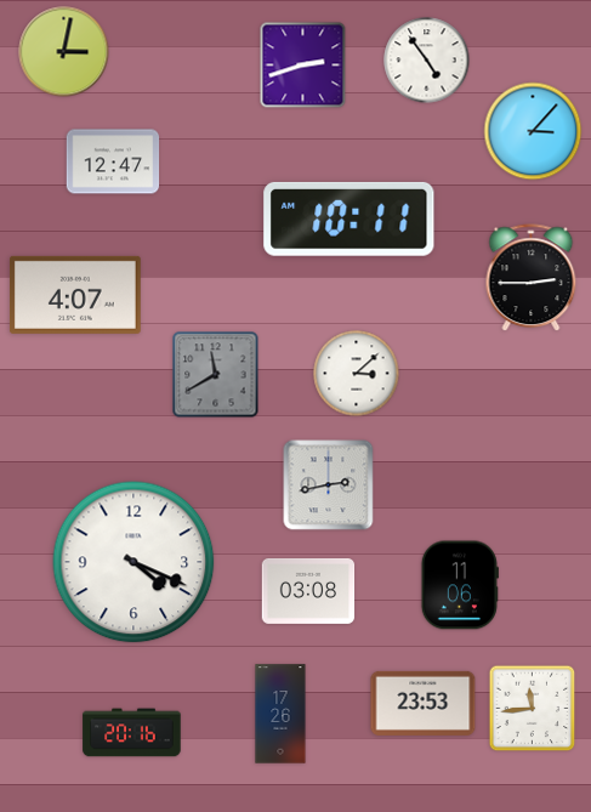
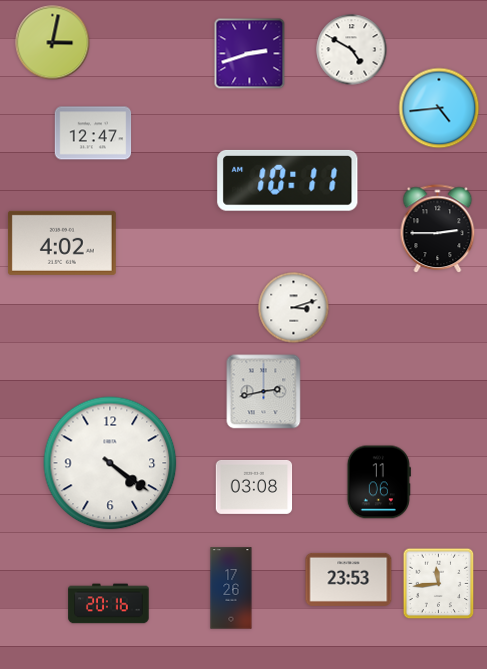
clock at (427, 61): 4:54 -> 4:50
clock at (533, 131): 3:07 -> 4:44
clock at (75, 295): 4:07 -> 4:02
clock at (357, 374): 3:08 -> 3:12
clock at (216, 375): 11:40 -> none
clock at (329, 486) position: (329, 486) -> (264, 392)
clock at (133, 562): 4:19 -> 4:21
